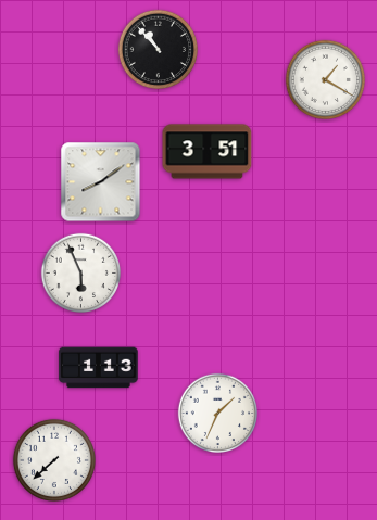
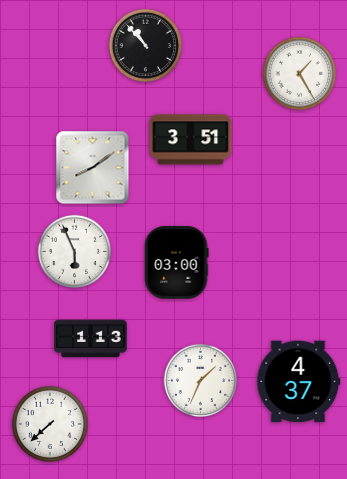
clock at (325, 79): 1:20 -> 1:25
clock at (176, 263): none -> 03:00
clock at (299, 382): none -> 4:37
